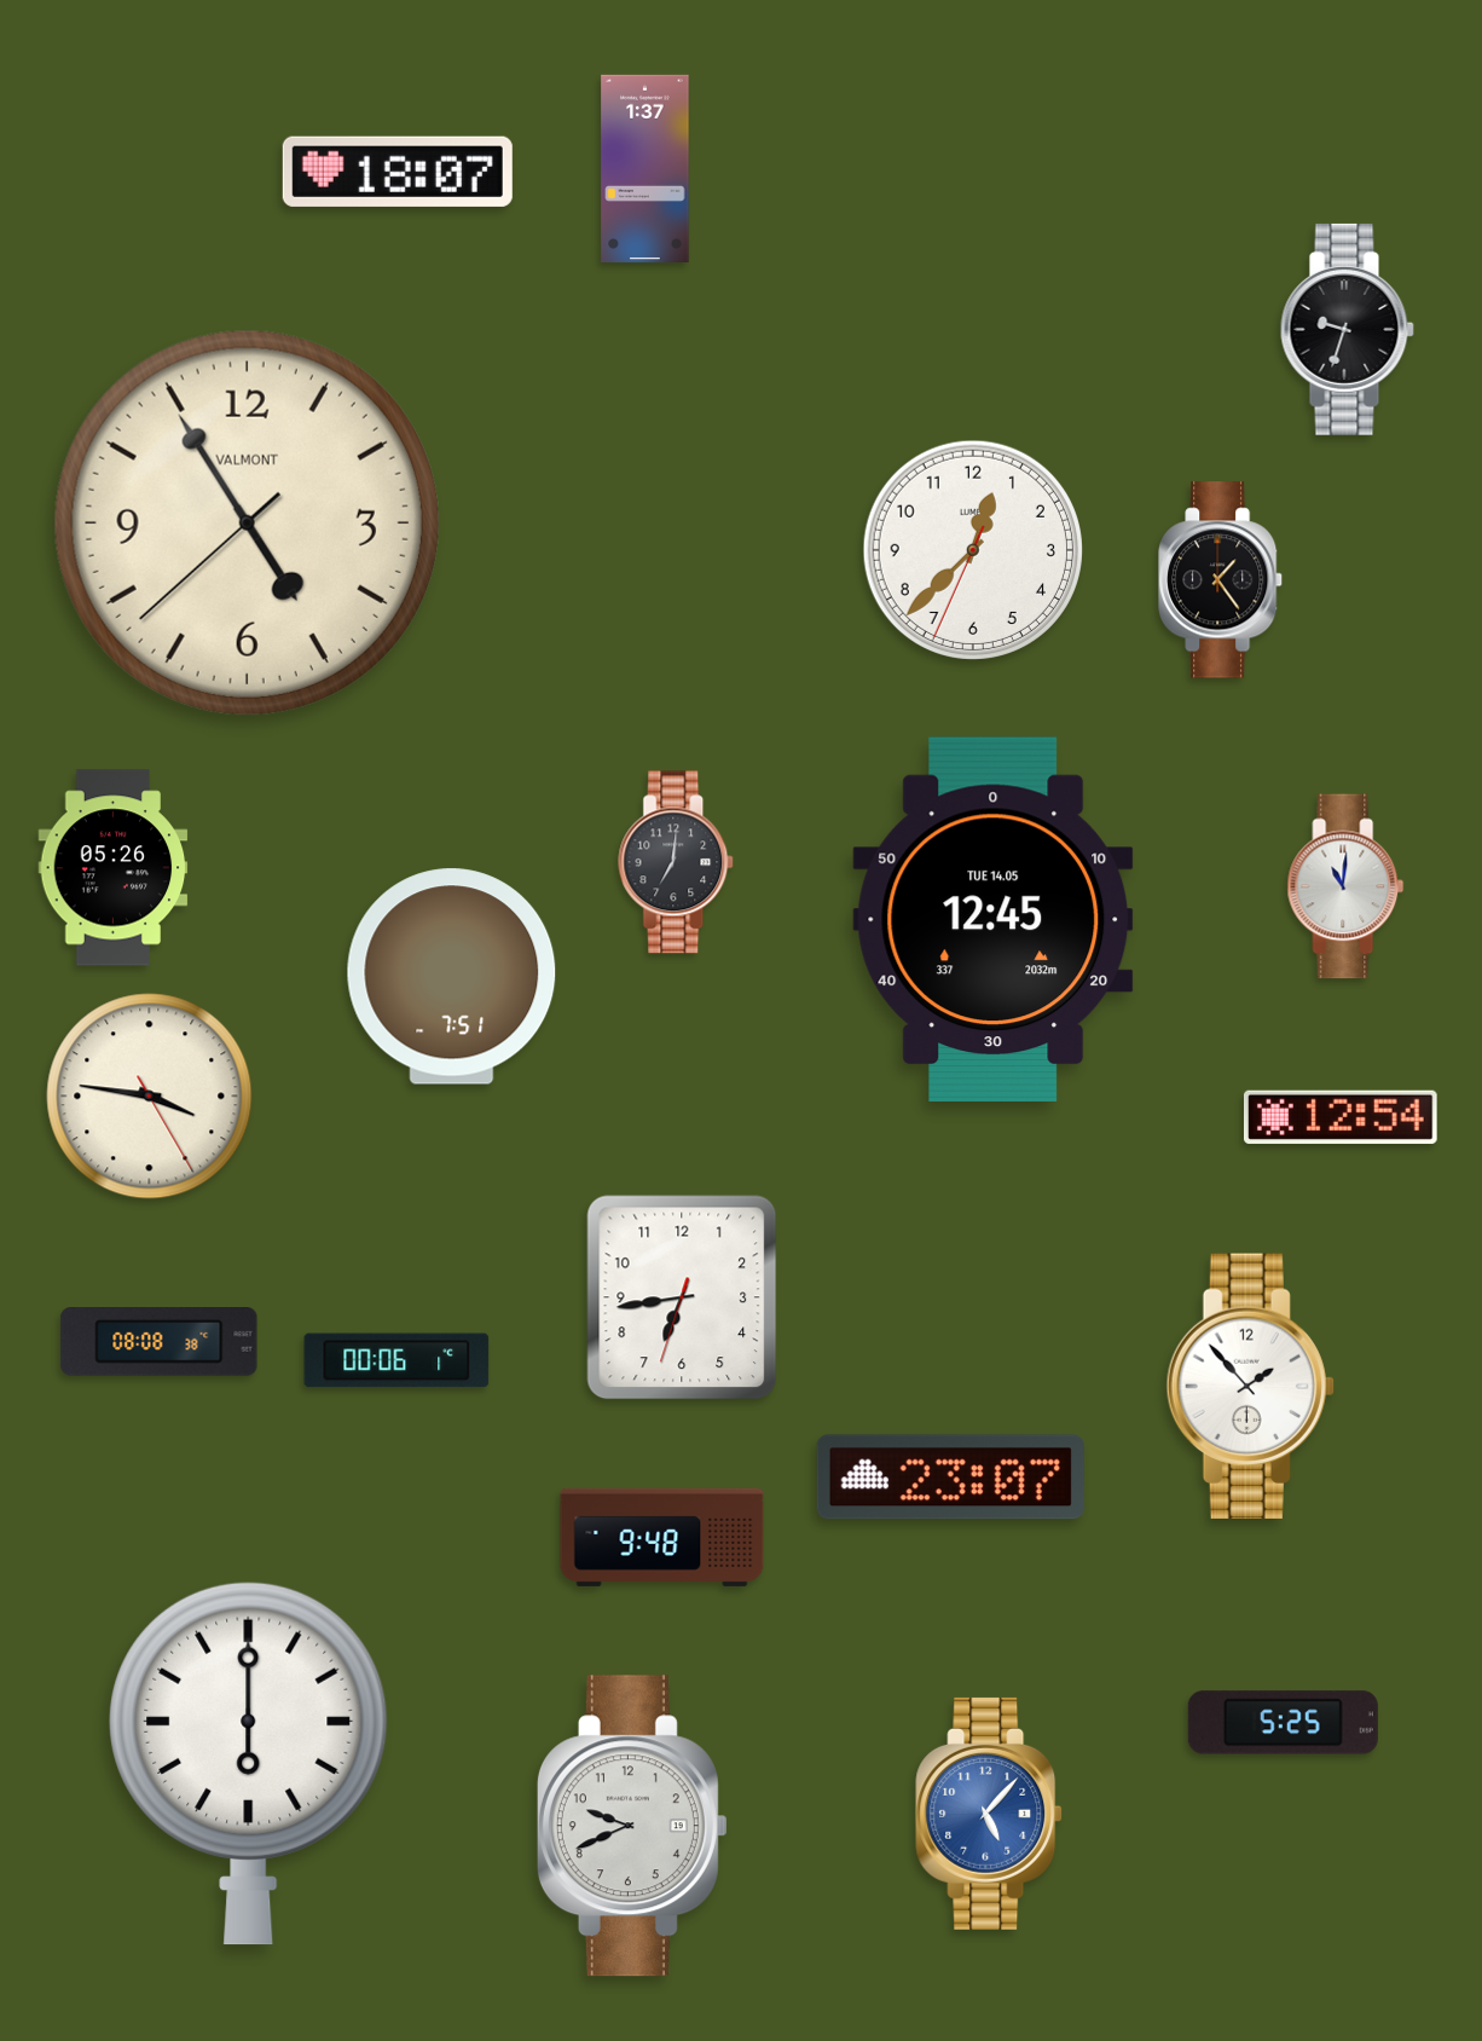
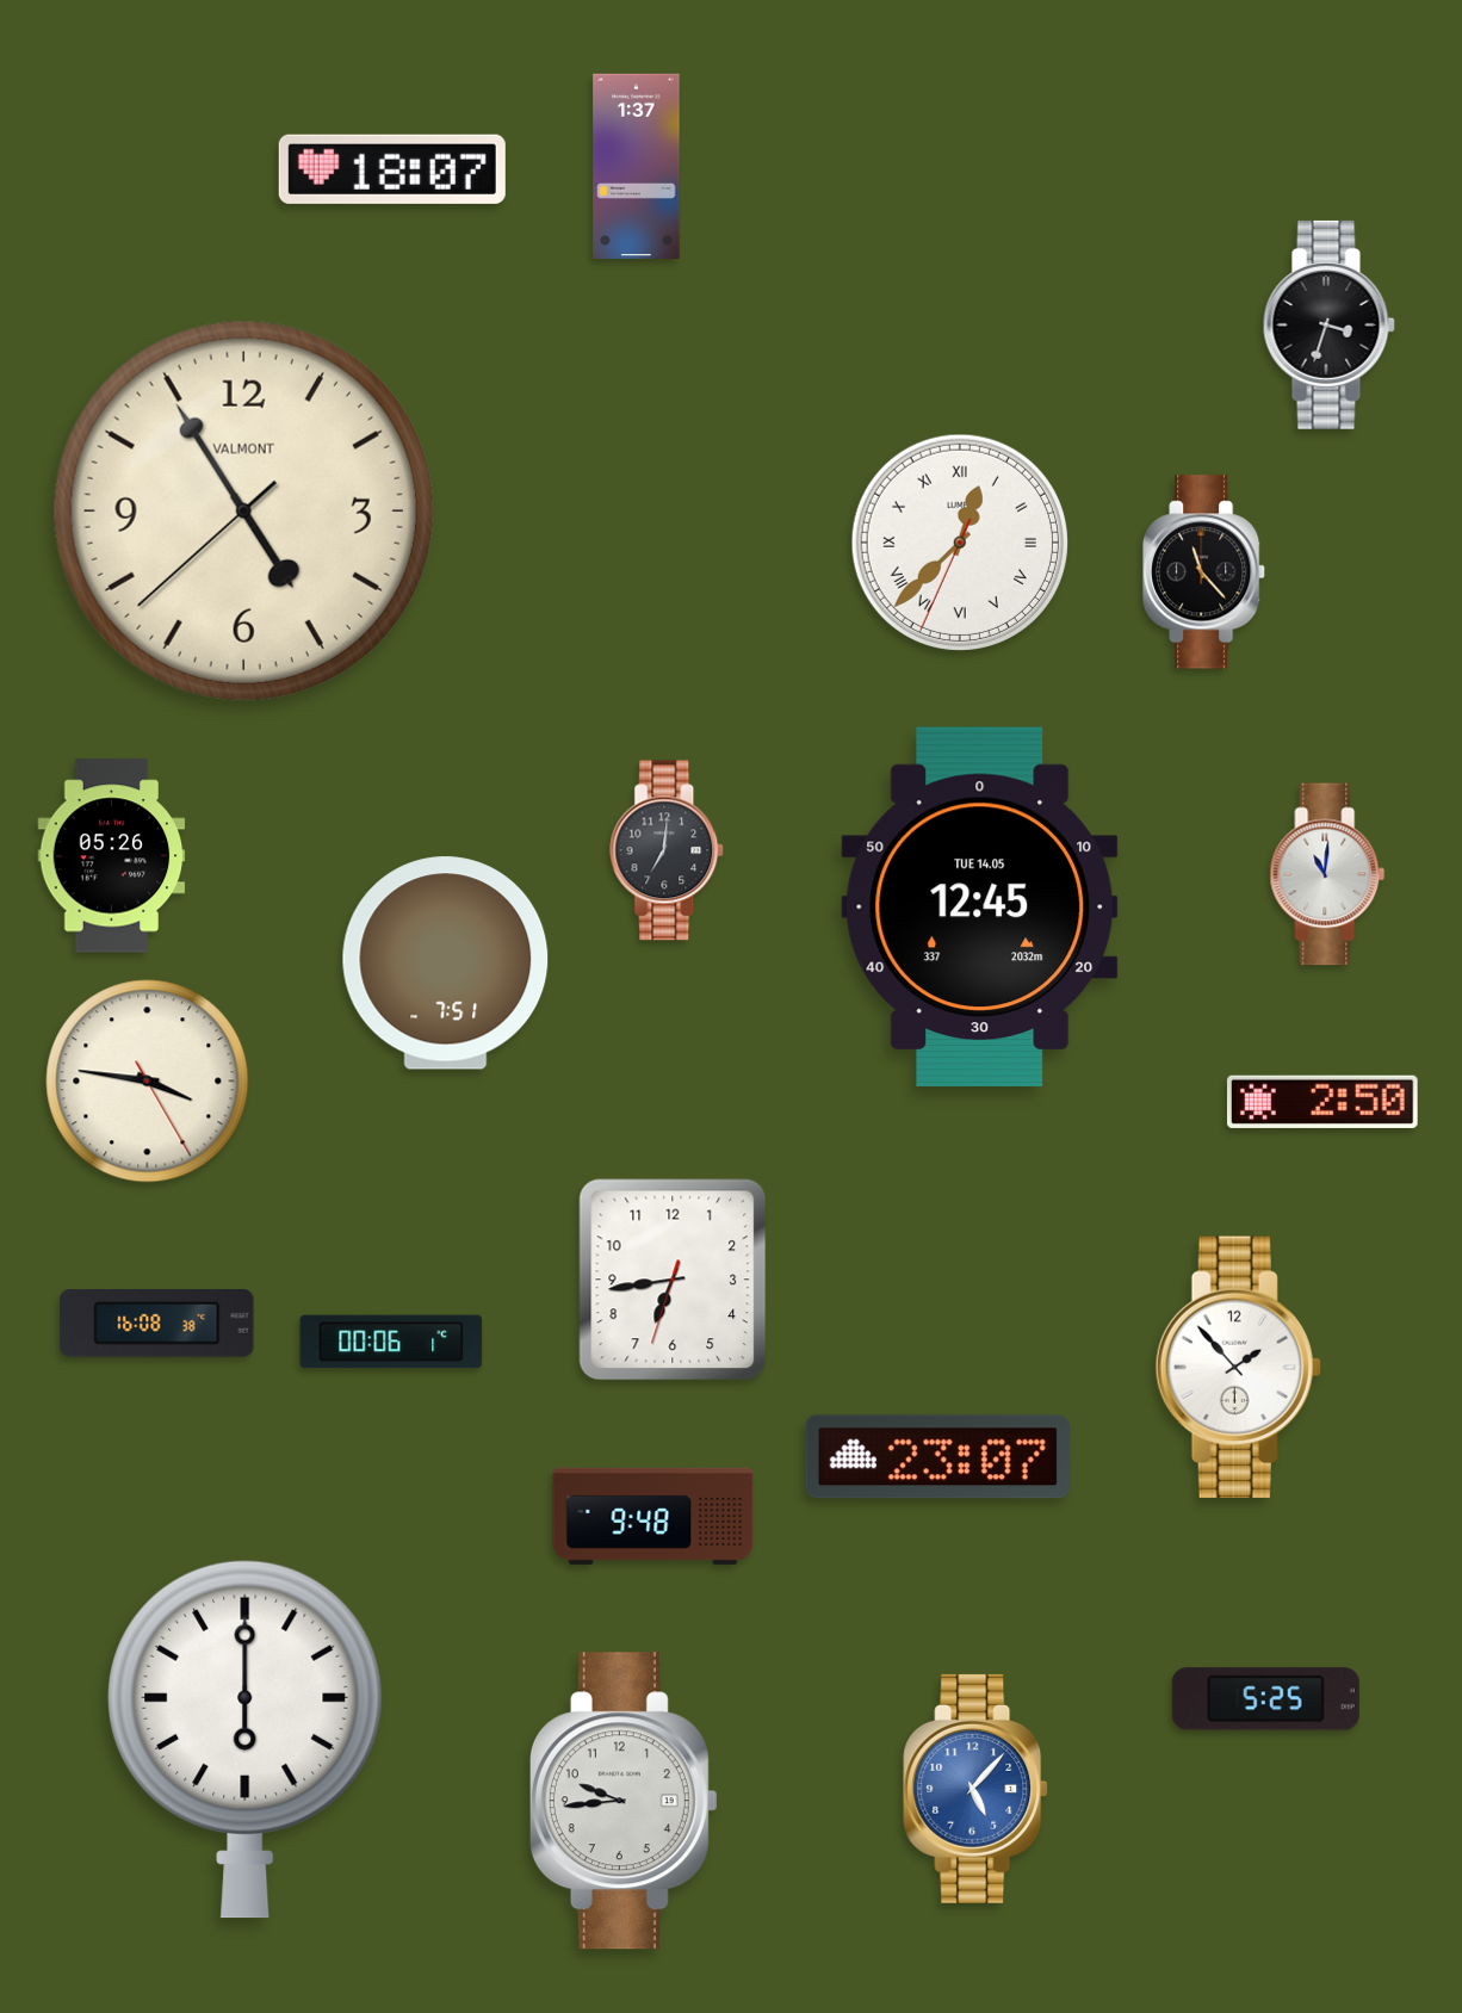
clock at (1347, 329): 9:33 -> 3:33
clock at (247, 522) position: (247, 522) -> (243, 510)
clock at (973, 550) numerals: Arabic -> Roman
clock at (1222, 580): 1:24 -> 11:23
clock at (1341, 1117): 12:54 -> 2:50
clock at (160, 1342): 08:08 -> 16:08
clock at (1250, 1386) position: (1250, 1386) -> (1238, 1367)
clock at (632, 1826): 9:41 -> 9:44
